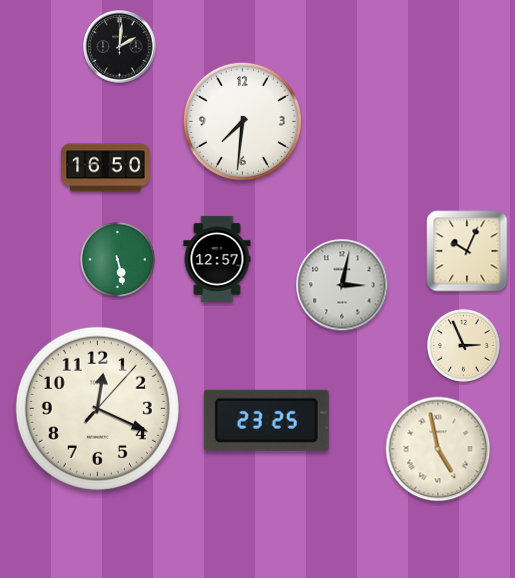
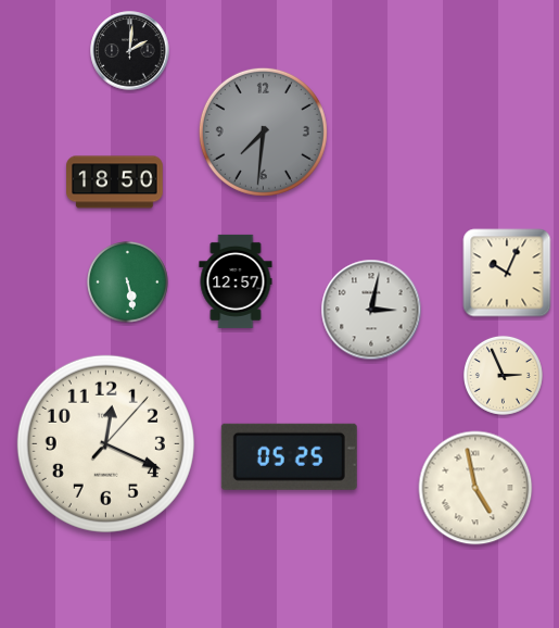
clock at (242, 121) dial: white -> grey
clock at (106, 168): 16:50 -> 18:50
clock at (266, 420): 23:25 -> 05:25
